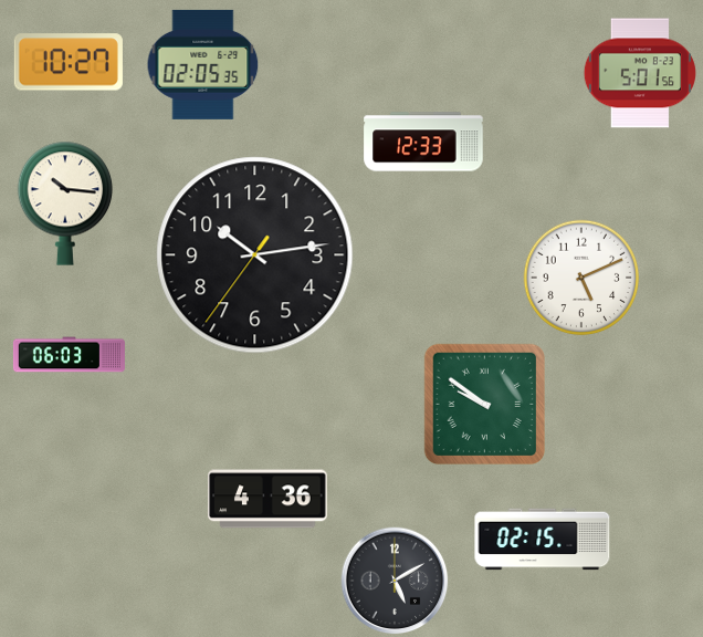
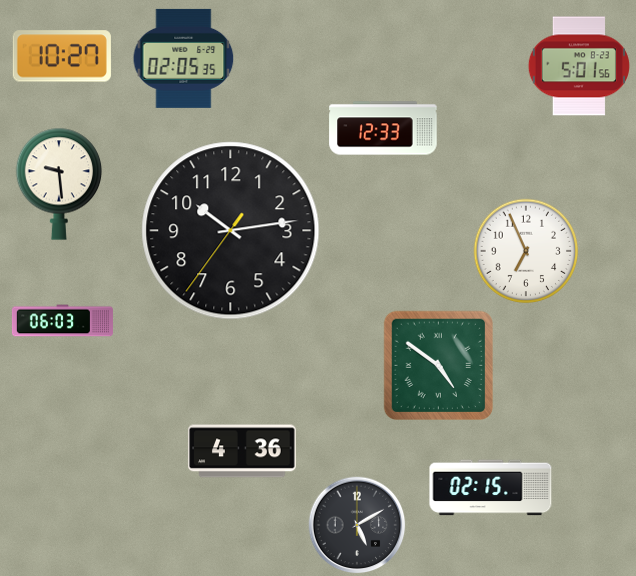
clock at (65, 203): 10:16 -> 9:29
clock at (581, 278): 5:11 -> 6:56
clock at (484, 404): 9:51 -> 4:51
